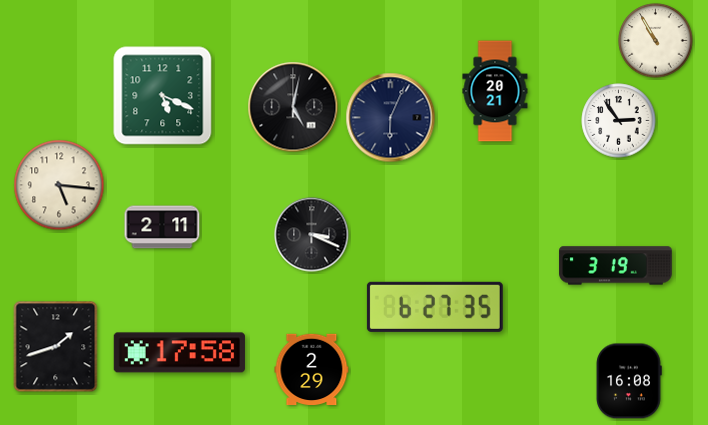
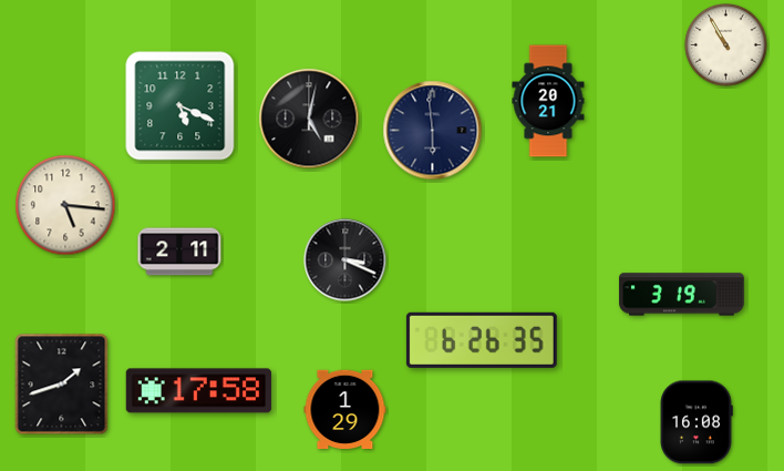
clock at (293, 107) position: (293, 107) -> (309, 119)
clock at (391, 118): 6:04 -> 5:59
clock at (619, 121): 2:54 -> none
clock at (435, 307): 6:27 -> 6:26
clock at (312, 369): 2:29 -> 1:29
